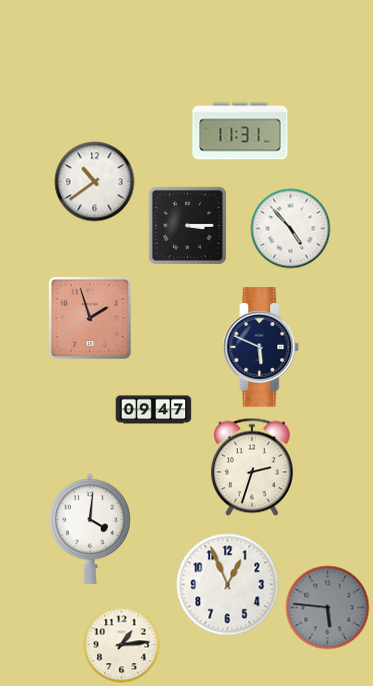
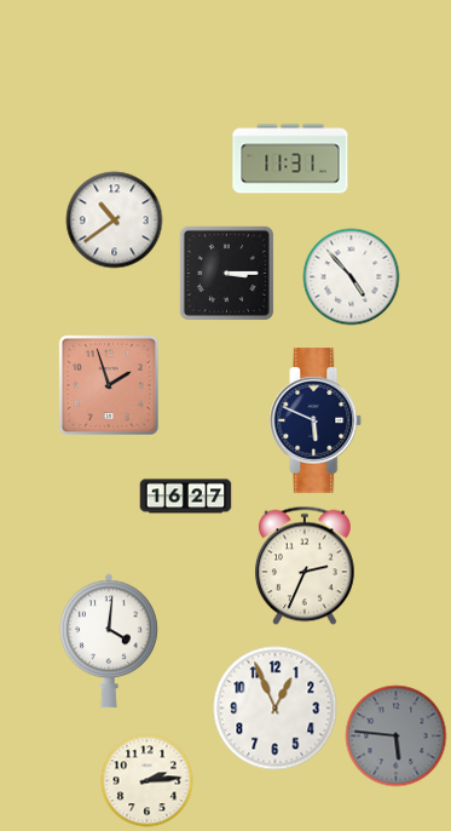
clock at (154, 410): 09:47 -> 16:27
clock at (252, 467): 2:33 -> 2:34
clock at (122, 645): 1:14 -> 2:14
